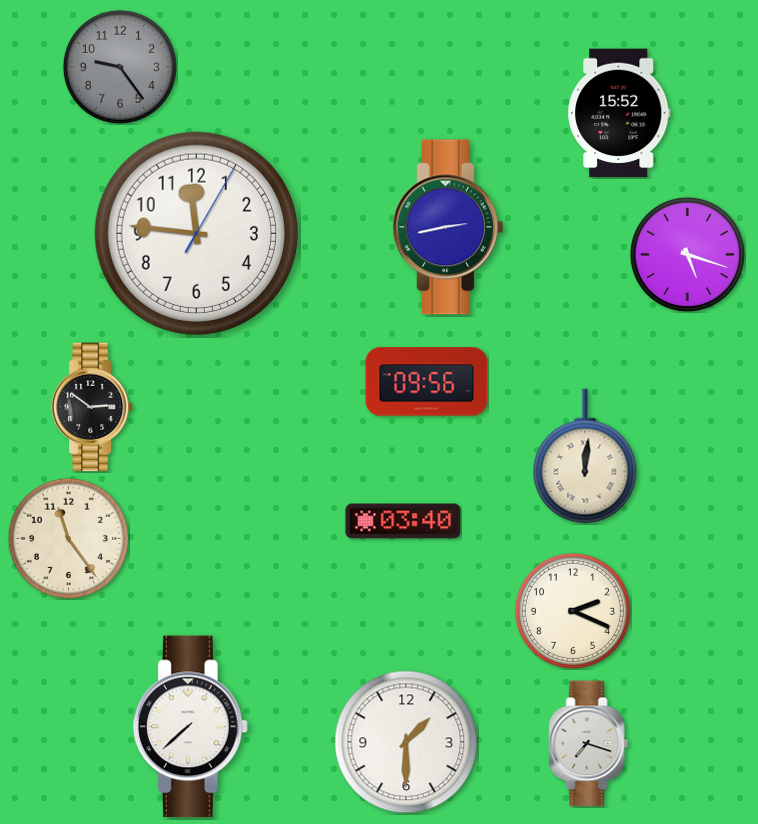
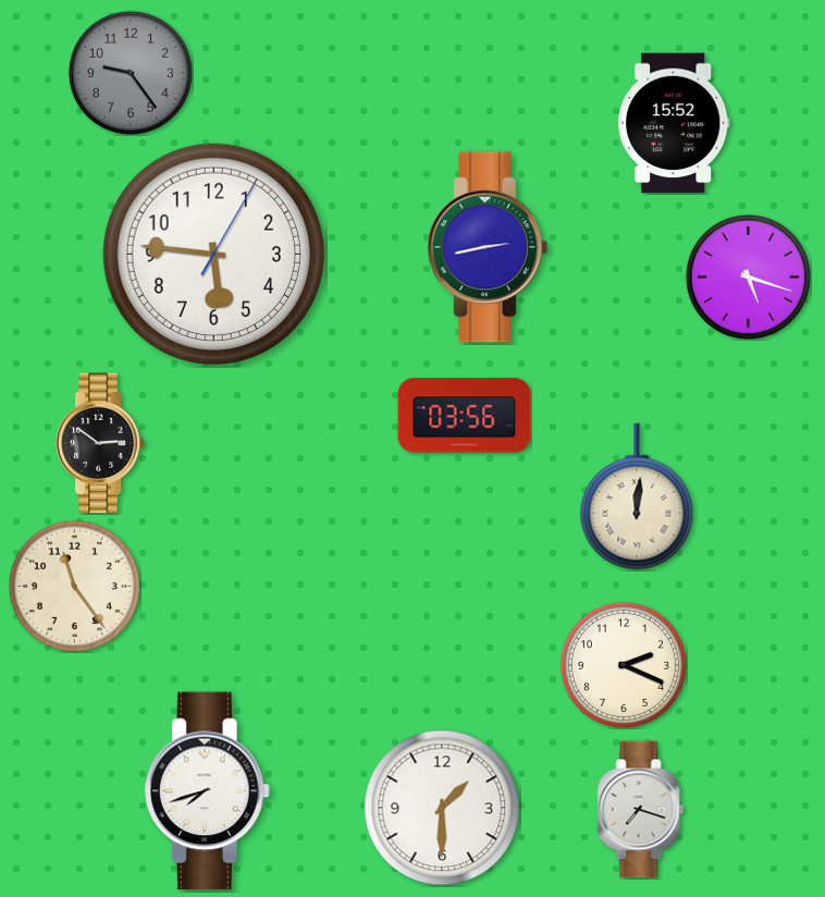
clock at (196, 233): 11:46 -> 5:46
clock at (427, 382): 09:56 -> 03:56
clock at (403, 521): 03:40 -> none
clock at (191, 727): 7:38 -> 7:42
